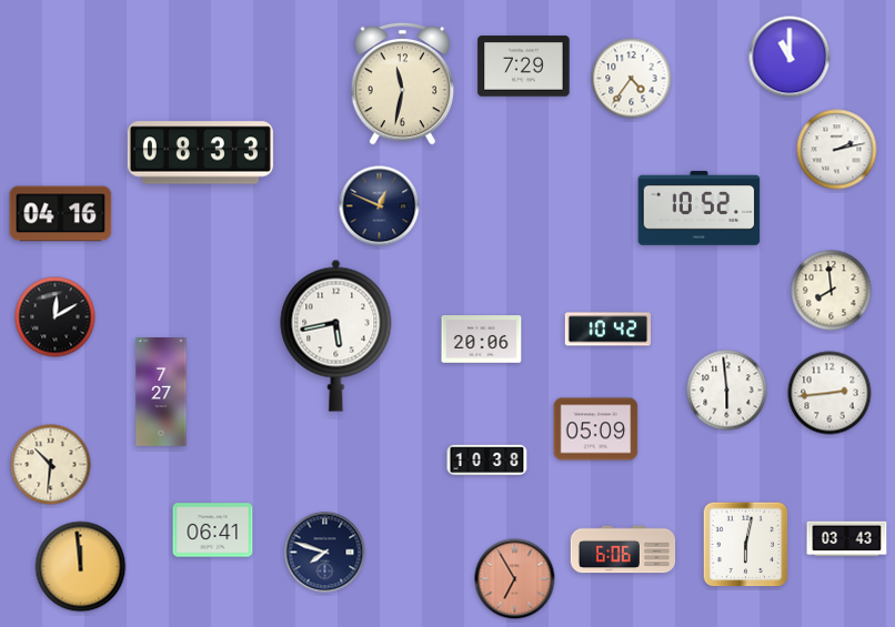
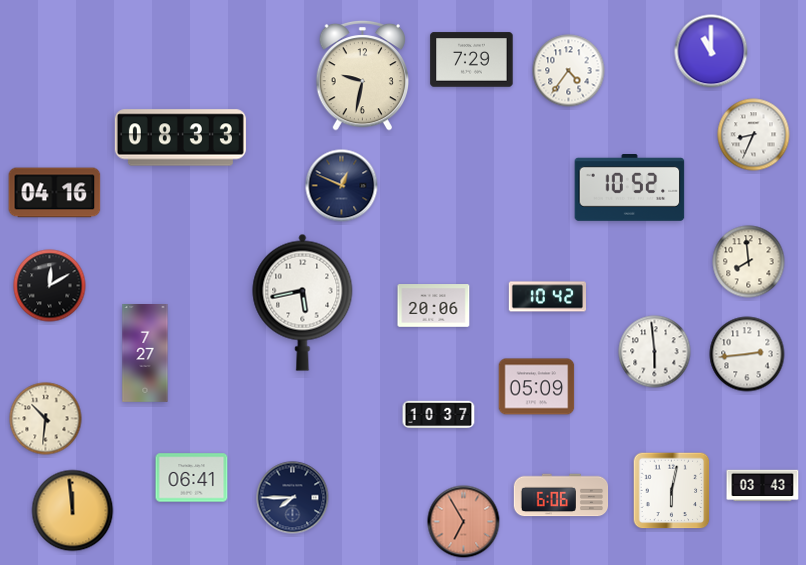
clock at (403, 83): 11:32 -> 9:32
clock at (837, 150): 2:13 -> 8:34
clock at (487, 461): 10:38 -> 10:37
clock at (325, 553): 7:48 -> 7:45
